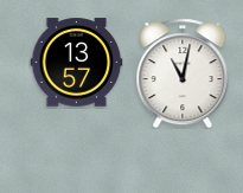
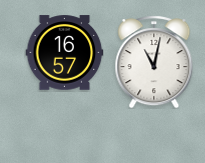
clock at (76, 63): 13:57 -> 16:57
